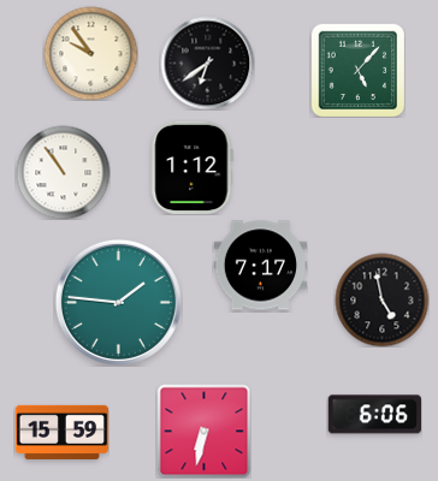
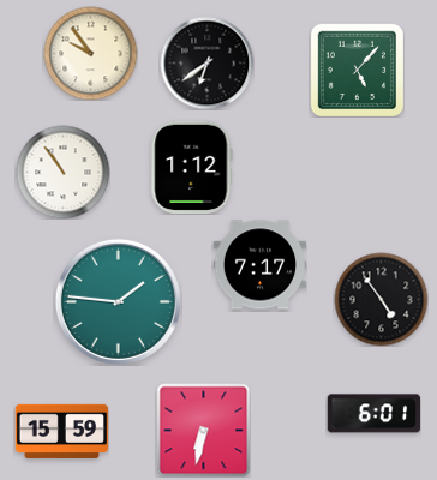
clock at (381, 299): 4:58 -> 4:54
clock at (374, 415): 6:06 -> 6:01
